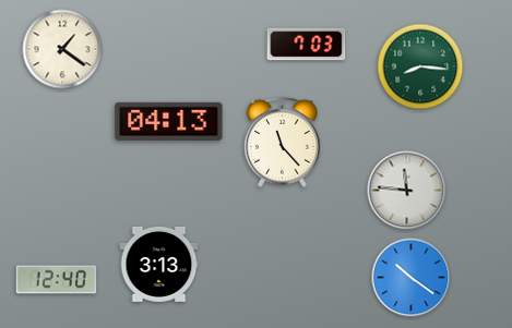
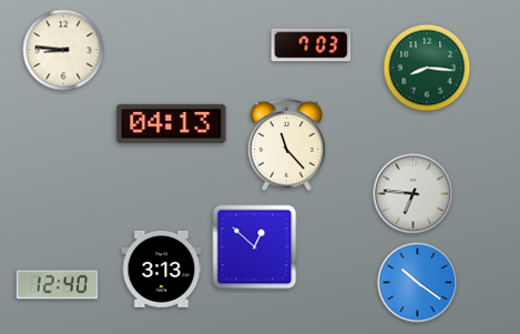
clock at (62, 49): 1:21 -> 8:46
clock at (407, 191): 11:46 -> 6:46
clock at (255, 247): none -> 12:52
